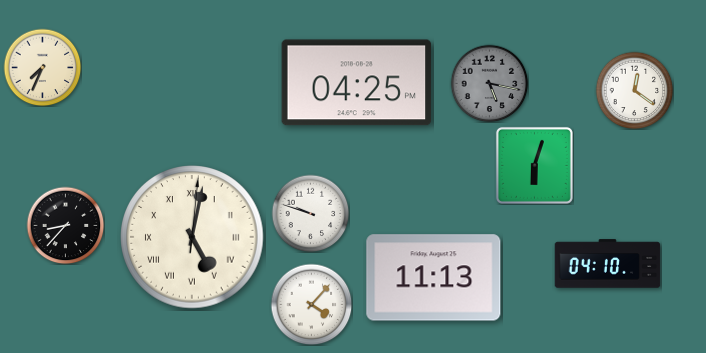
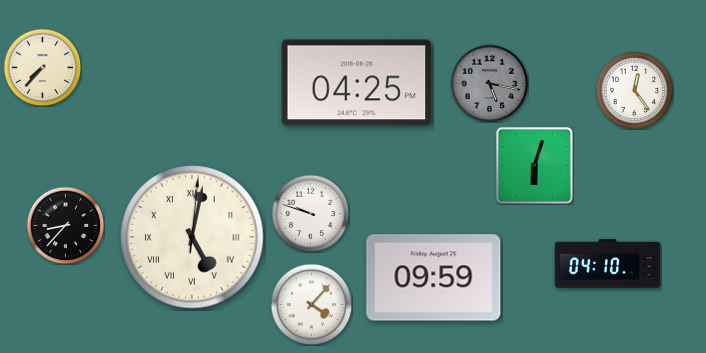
clock at (42, 67): 7:34 -> 7:37
clock at (634, 90): 12:21 -> 12:24
clock at (434, 278): 11:13 -> 09:59
